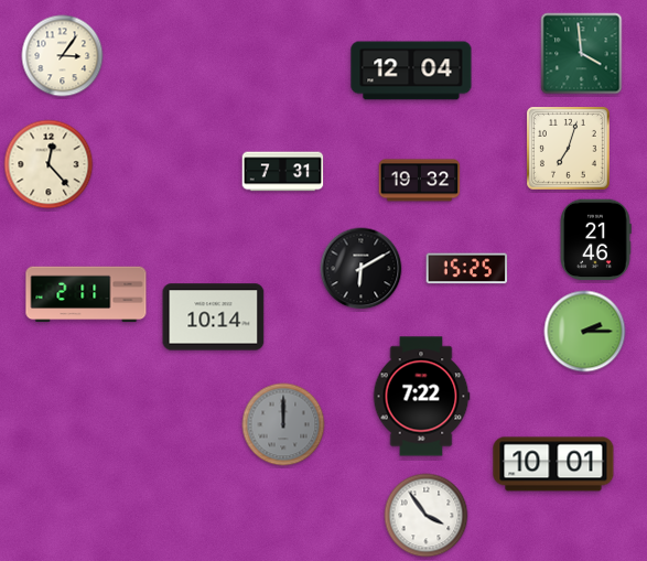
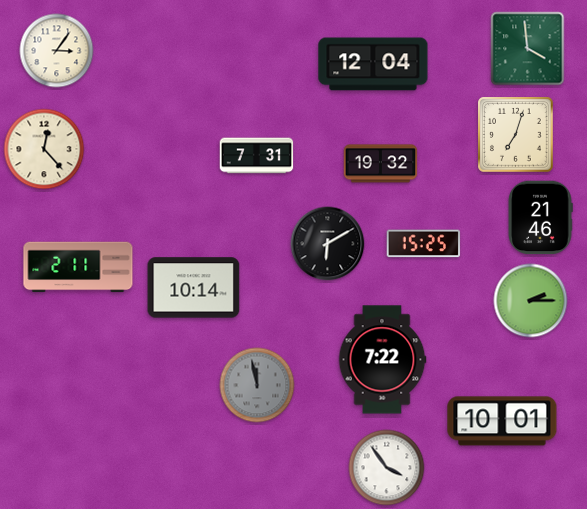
clock at (283, 424): 12:00 -> 11:58
